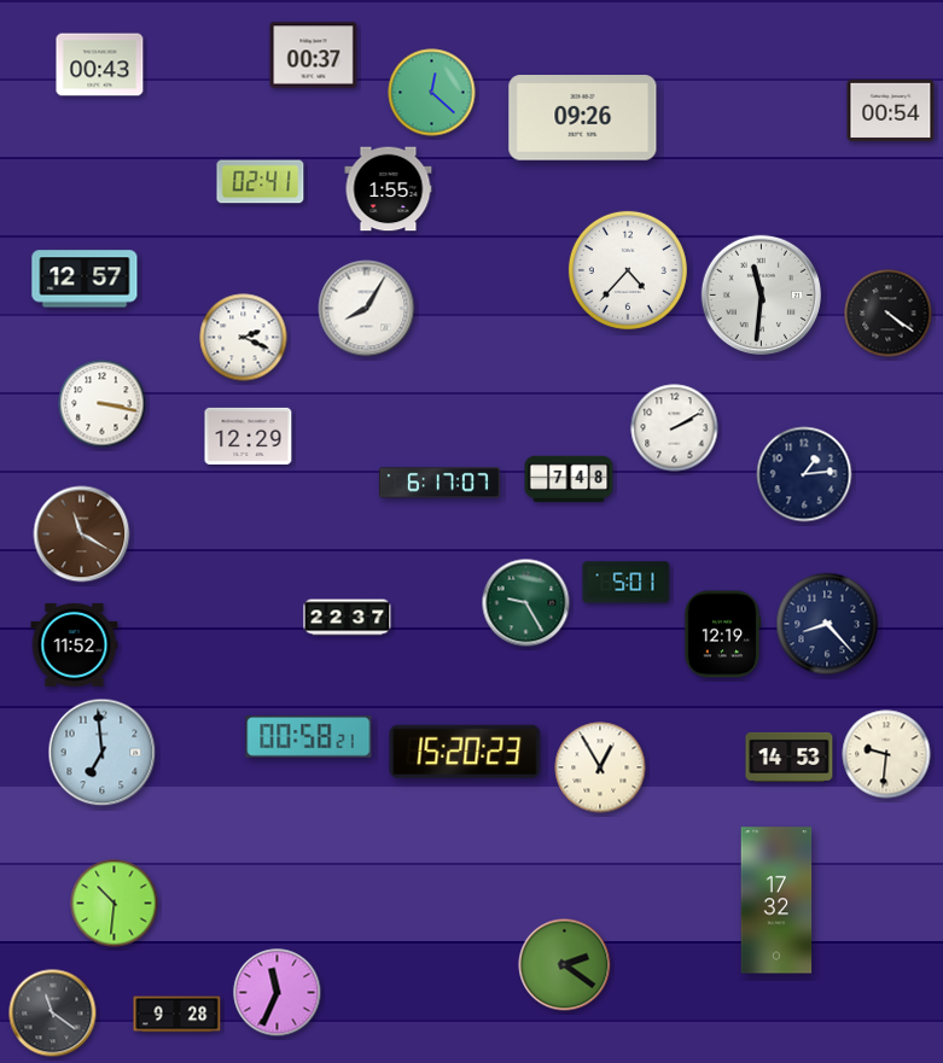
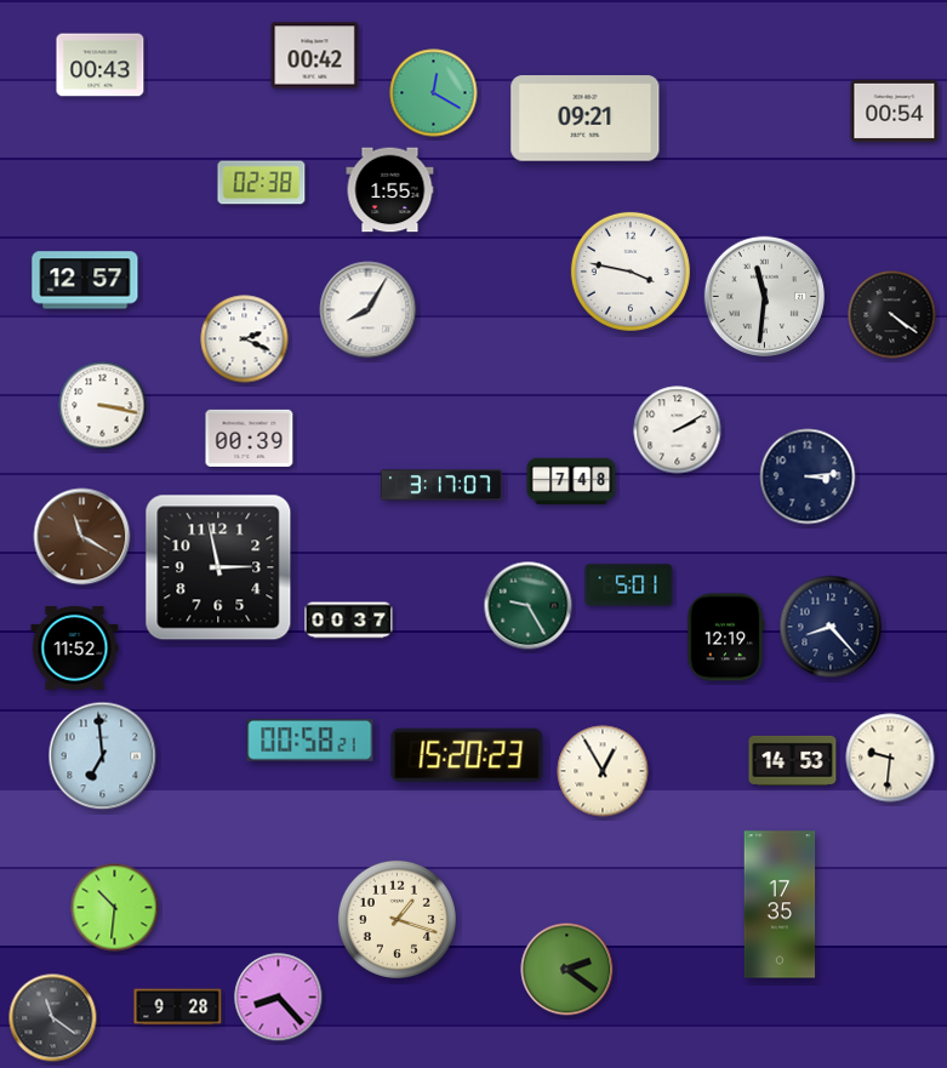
clock at (314, 56): 00:37 -> 00:42
clock at (432, 93): 12:22 -> 12:20
clock at (583, 118): 09:26 -> 09:21
clock at (261, 182): 02:41 -> 02:38
clock at (628, 270): 4:37 -> 3:47
clock at (249, 436): 12:29 -> 00:39
clock at (804, 474): 1:14 -> 3:14
clock at (440, 483): 6:17 -> 3:17
clock at (218, 567): none -> 2:58
clock at (348, 618): 22:37 -> 00:37
clock at (776, 900): 17:32 -> 17:35
clock at (397, 919): none -> 1:18
clock at (278, 993): 11:34 -> 8:23
clock at (177, 1015) position: (177, 1015) -> (178, 1007)
